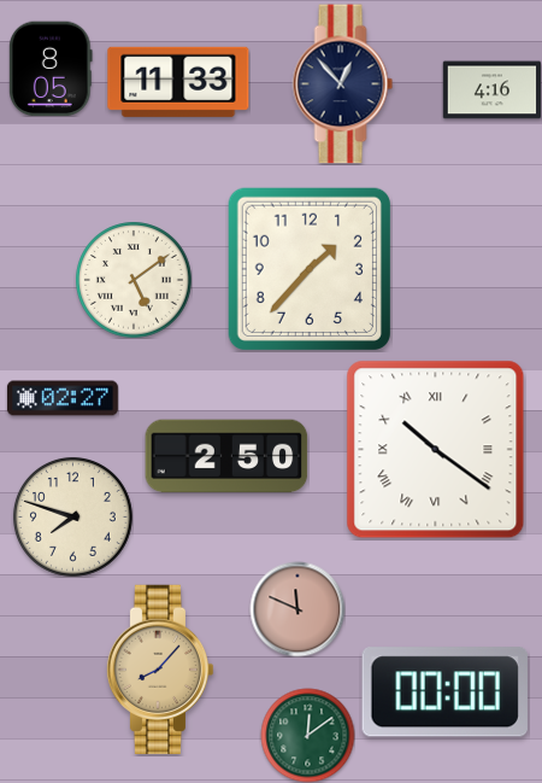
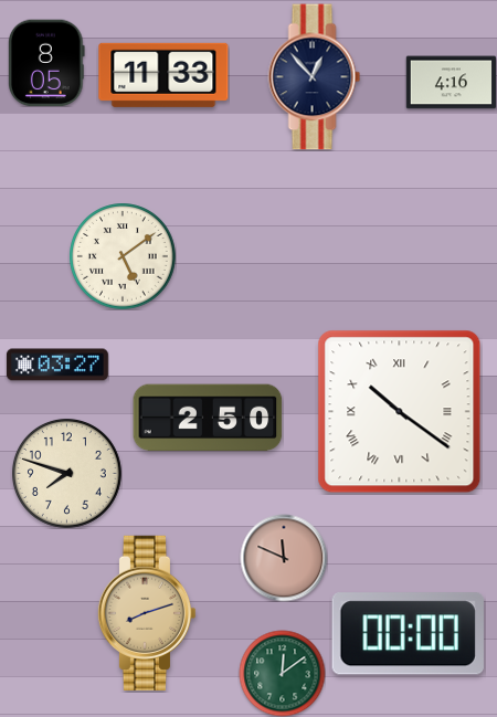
clock at (310, 269): 1:37 -> none
clock at (63, 398): 02:27 -> 03:27
clock at (297, 609) position: (297, 609) -> (284, 558)
clock at (160, 668): 8:07 -> 8:12
